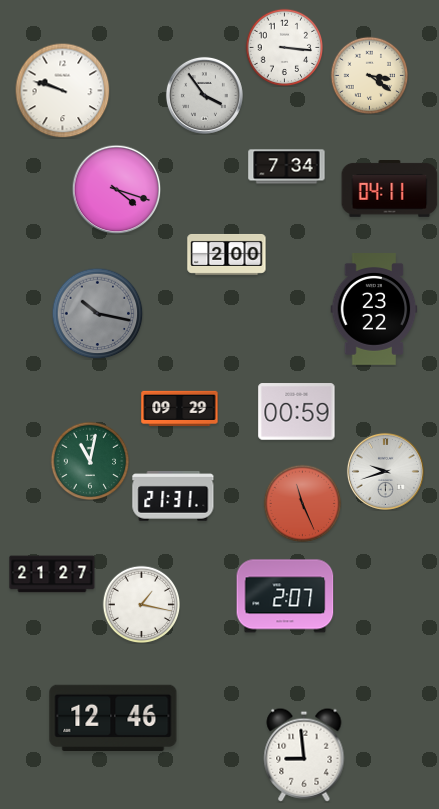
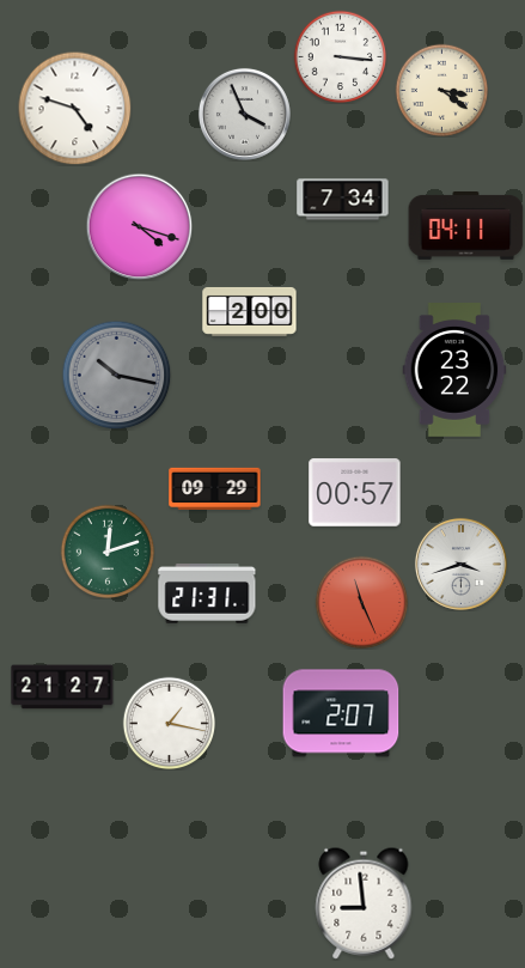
clock at (62, 90): 9:48 -> 4:48
clock at (204, 95): 3:54 -> 3:56
clock at (227, 254) position: (227, 254) -> (250, 311)
clock at (374, 310) position: (374, 310) -> (454, 371)
clock at (297, 412): 00:59 -> 00:57
clock at (90, 461): 11:02 -> 12:12
clock at (385, 471): 9:42 -> 3:42
clock at (113, 717): 12:46 -> none
